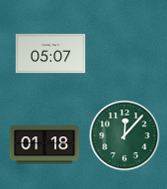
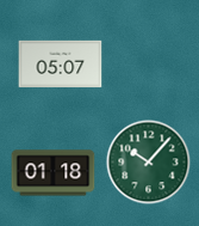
clock at (125, 136): 12:07 -> 10:07
